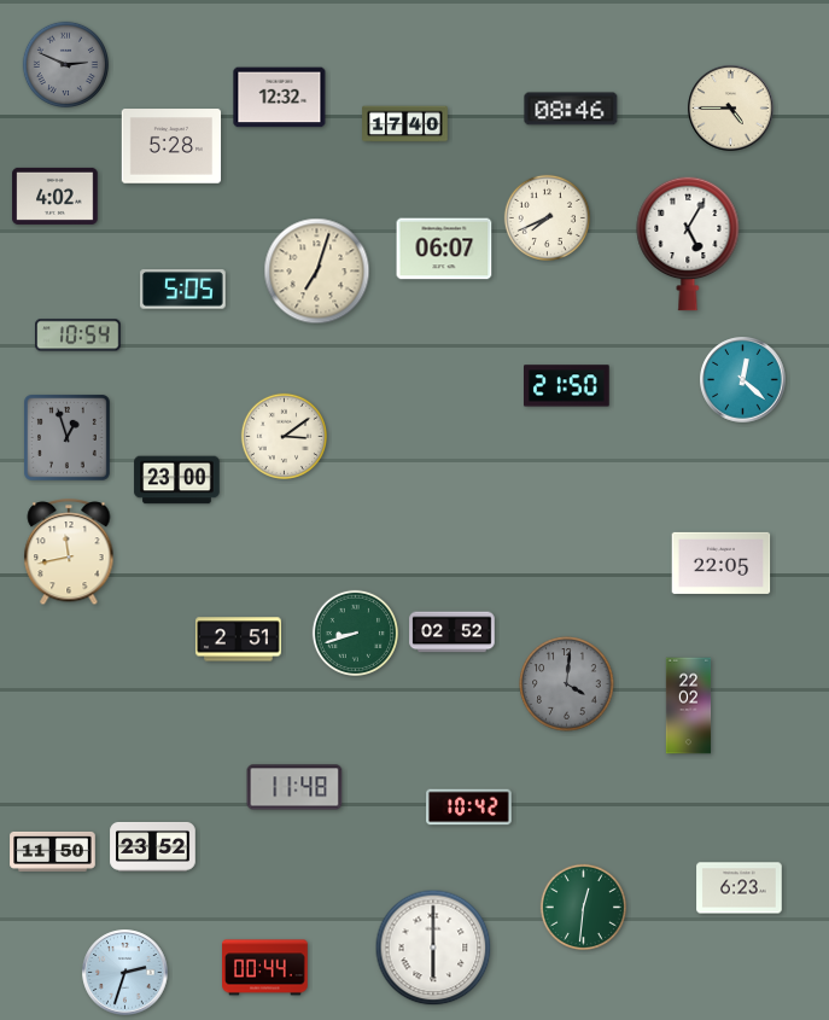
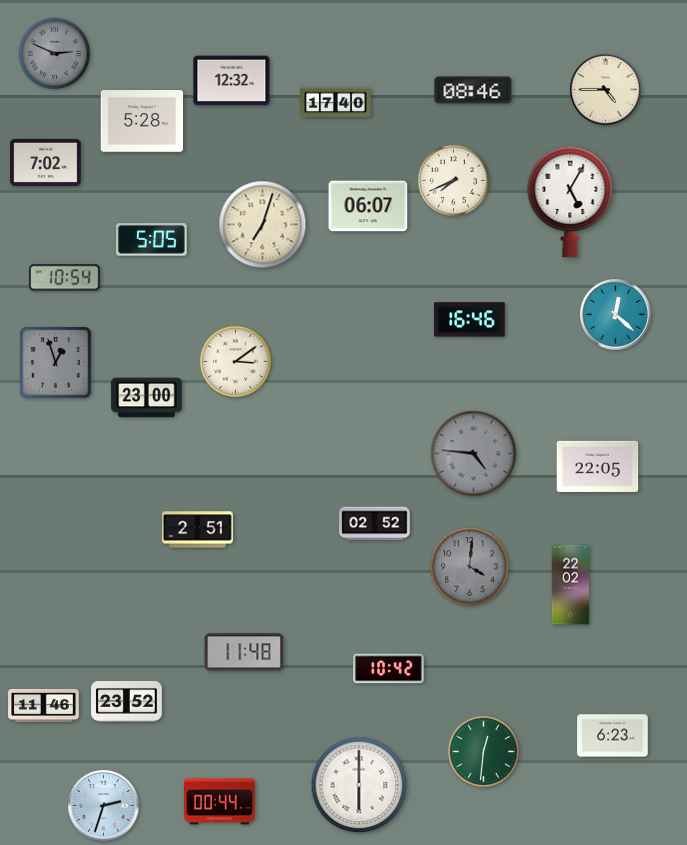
clock at (56, 196): 4:02 -> 7:02
clock at (567, 386): 21:50 -> 16:46
clock at (474, 454): none -> 4:46
clock at (69, 553): 11:43 -> none
clock at (355, 633): 8:42 -> none
clock at (53, 851): 11:50 -> 11:46
